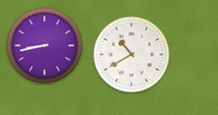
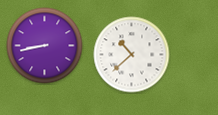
clock at (132, 55): 10:40 -> 10:38
